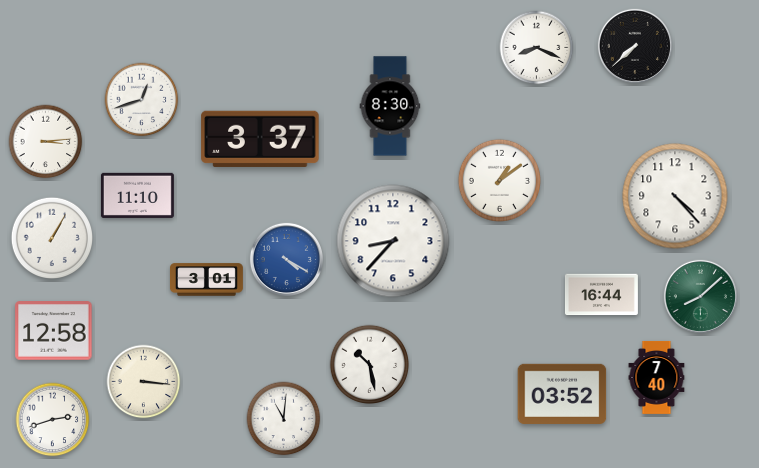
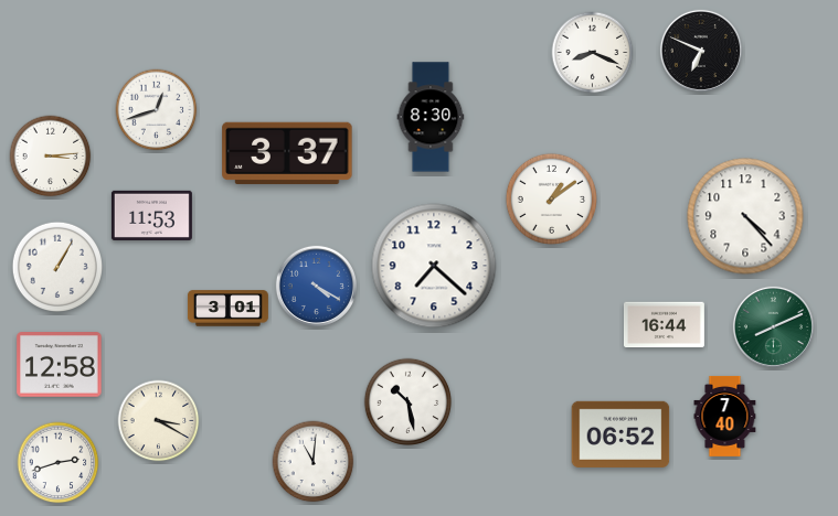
clock at (635, 46): 7:38 -> 6:49
clock at (137, 195): 11:10 -> 11:53
clock at (51, 237) position: (51, 237) -> (56, 266)
clock at (393, 241): 8:37 -> 7:22
clock at (700, 296): 8:08 -> 8:11
clock at (144, 382): 3:16 -> 3:20
clock at (562, 394): 03:52 -> 06:52
